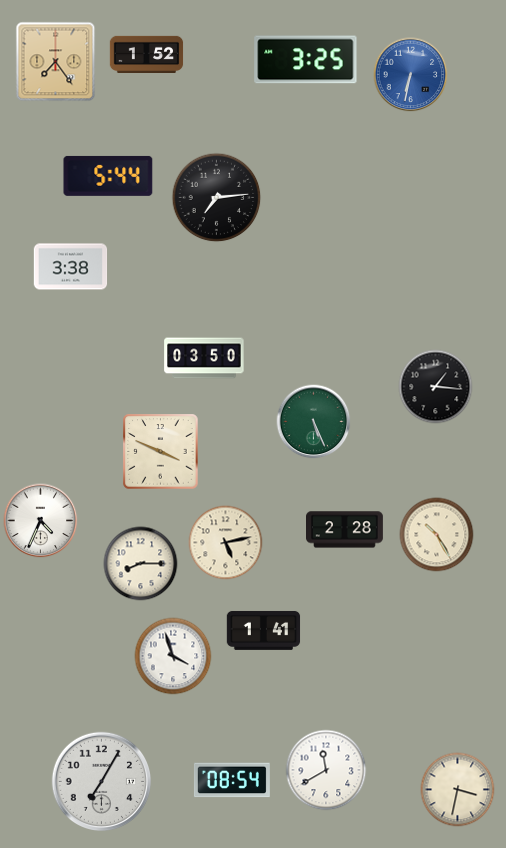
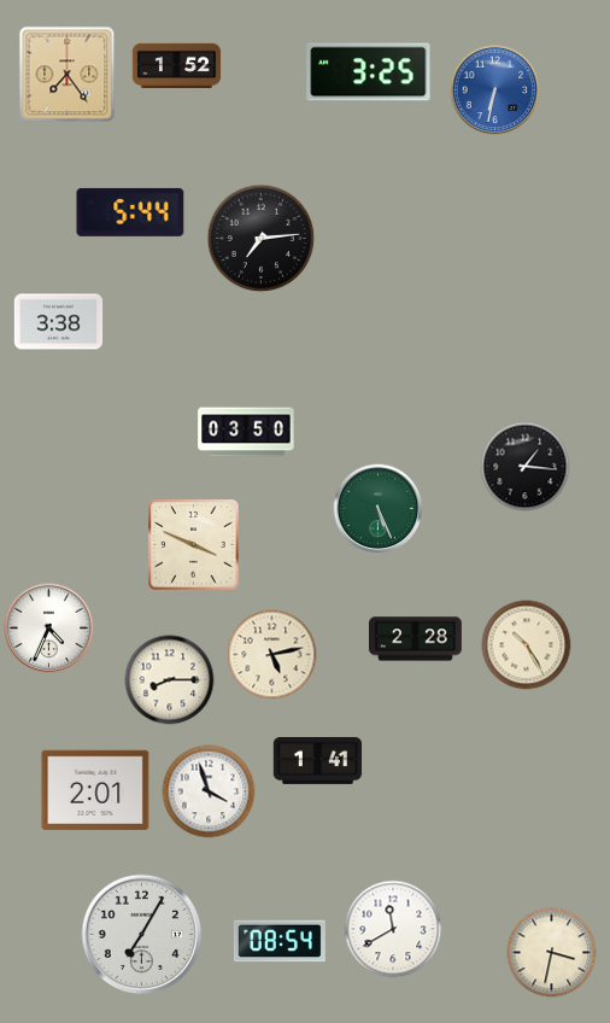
clock at (71, 267) position: (71, 267) -> (59, 322)
clock at (95, 790): none -> 2:01
clock at (101, 781) position: (101, 781) -> (141, 934)
